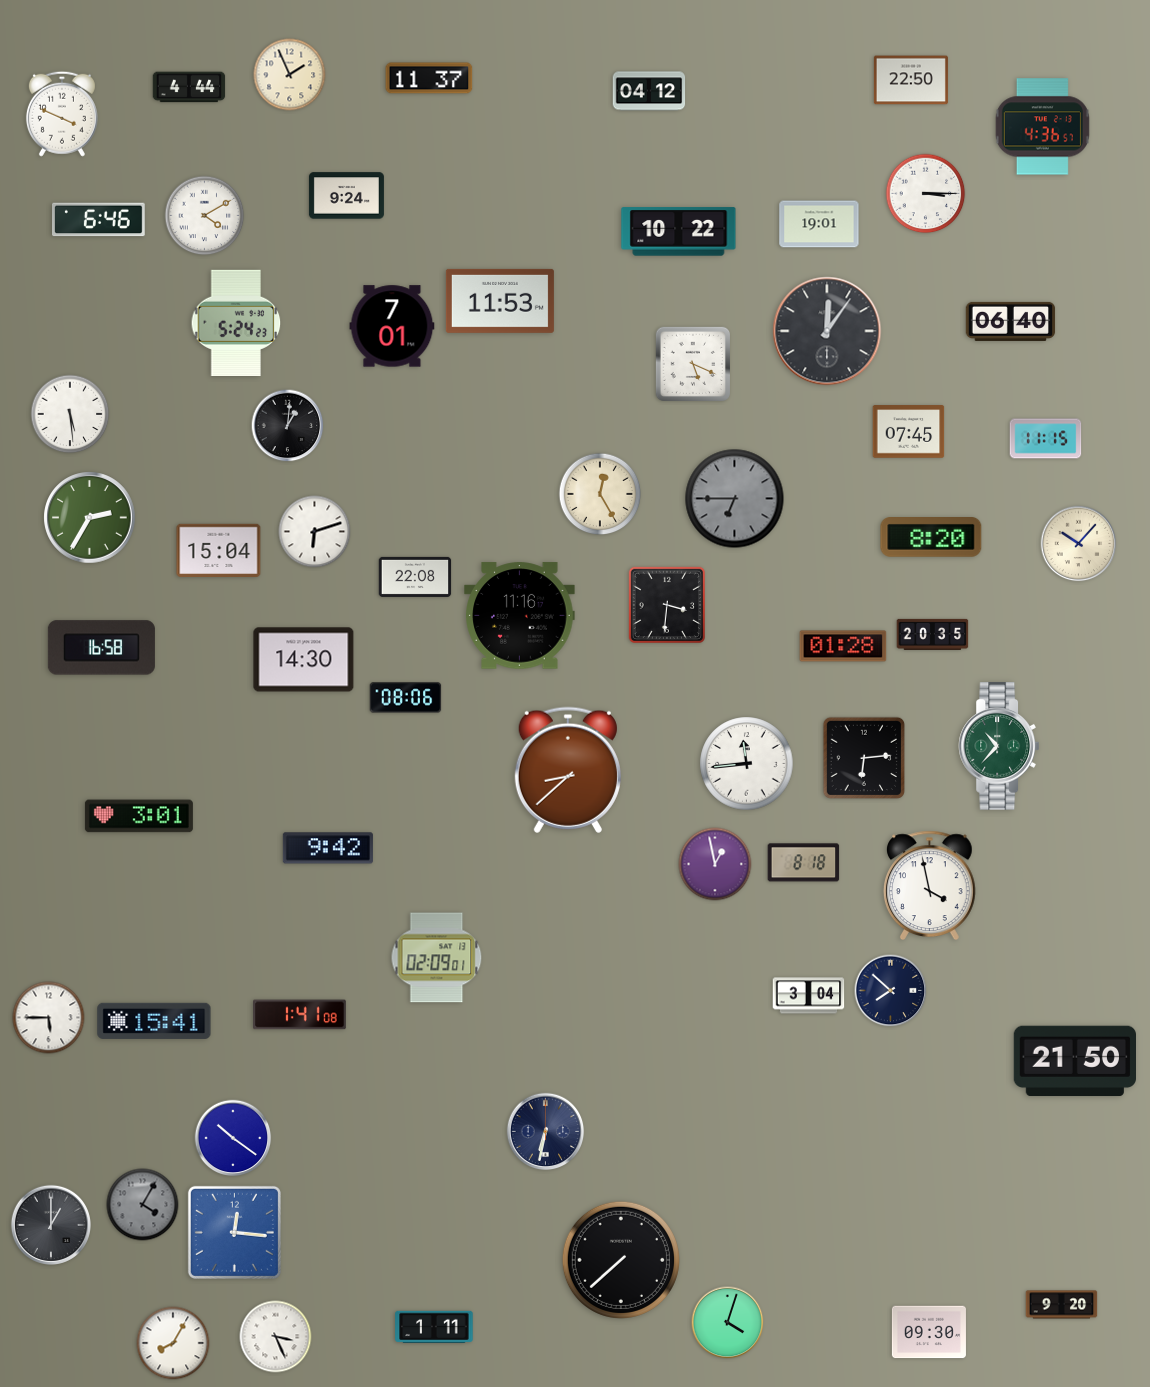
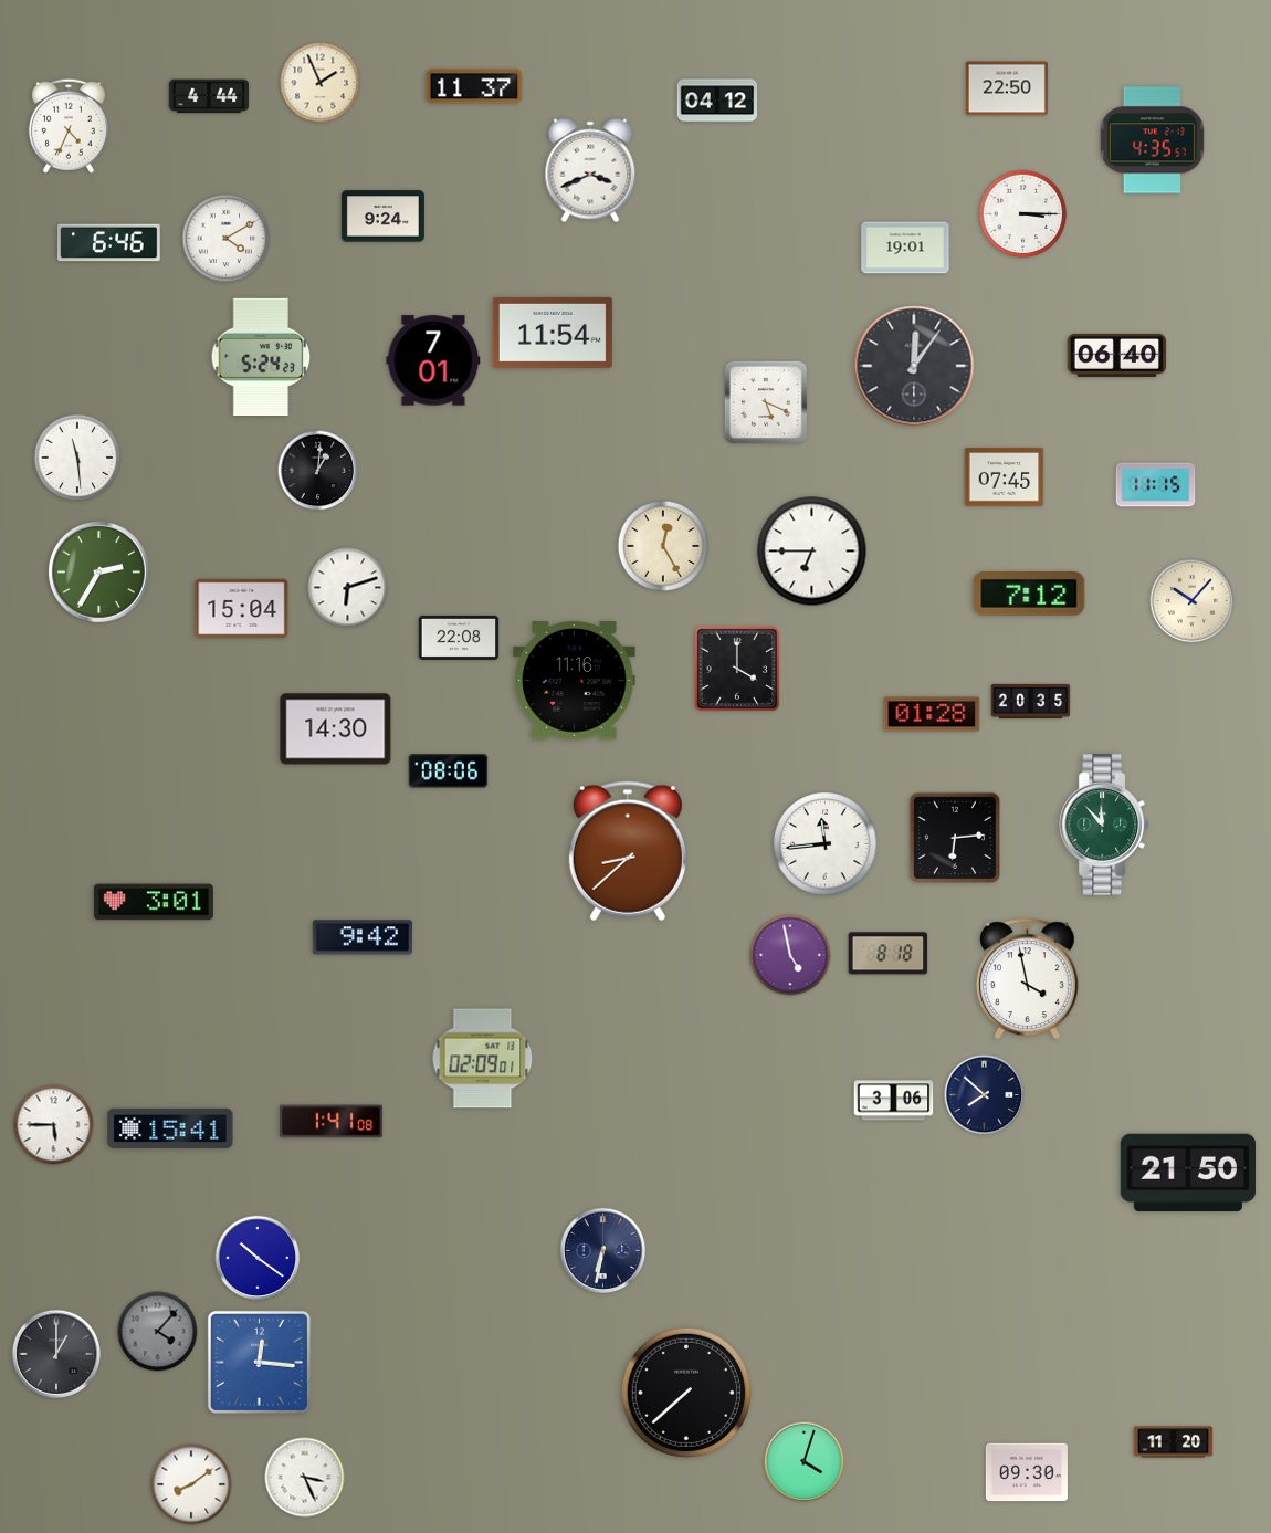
clock at (62, 114): 3:49 -> 4:34
clock at (1042, 127): 4:36 -> 4:35
clock at (590, 170): none -> 3:41
clock at (679, 232): 10:22 -> none
clock at (500, 301): 11:53 -> 11:54
clock at (70, 414): 5:29 -> 11:29
clock at (735, 499) dial: grey -> white
clock at (931, 538): 8:20 -> 7:12
clock at (667, 605): 3:31 -> 4:00
clock at (101, 648): 16:58 -> none
clock at (998, 746): 10:37 -> 11:53
clock at (715, 864): 12:58 -> 4:58
clock at (809, 996): 3:04 -> 3:06
clock at (143, 1205): 4:05 -> 4:07
clock at (1062, 1305): 9:20 -> 11:20
clock at (434, 1327): 1:11 -> none
clock at (173, 1343): 8:05 -> 8:09
